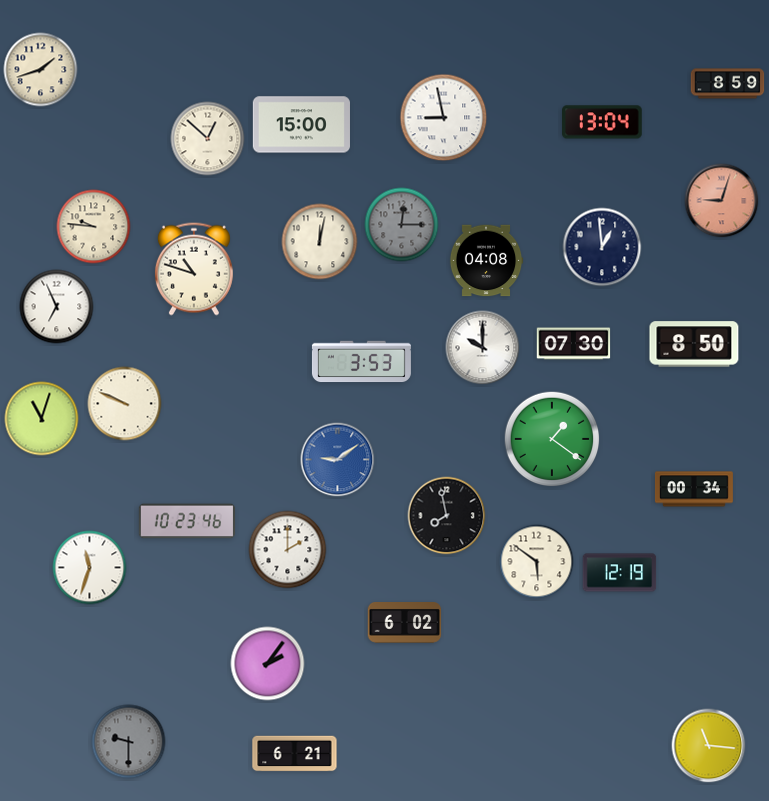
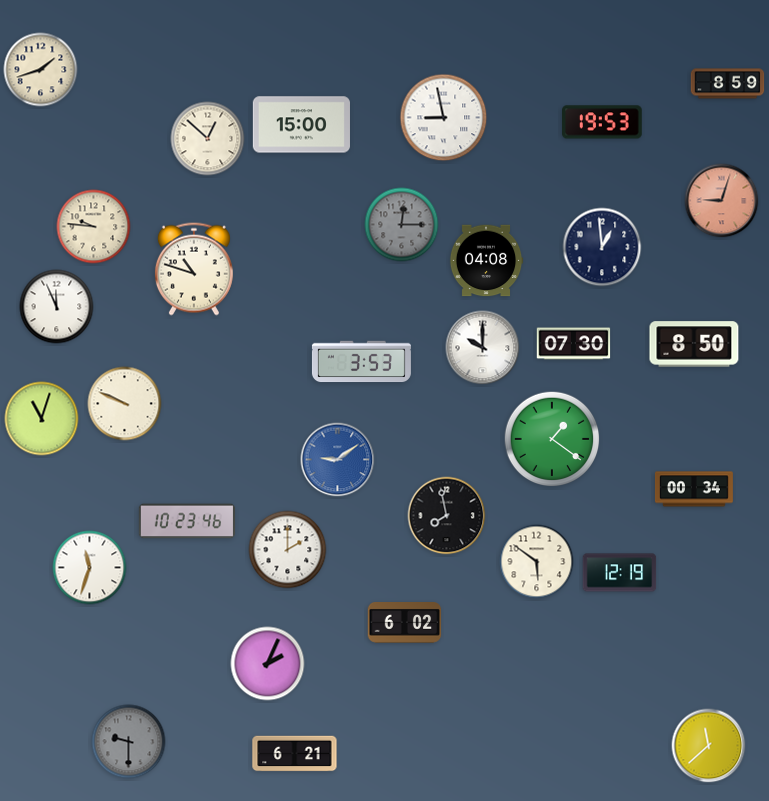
clock at (602, 122): 13:04 -> 19:53
clock at (320, 242): 12:02 -> none
clock at (57, 307): 6:56 -> 11:56
clock at (268, 664): 2:06 -> 2:04
clock at (709, 746): 11:16 -> 11:38
